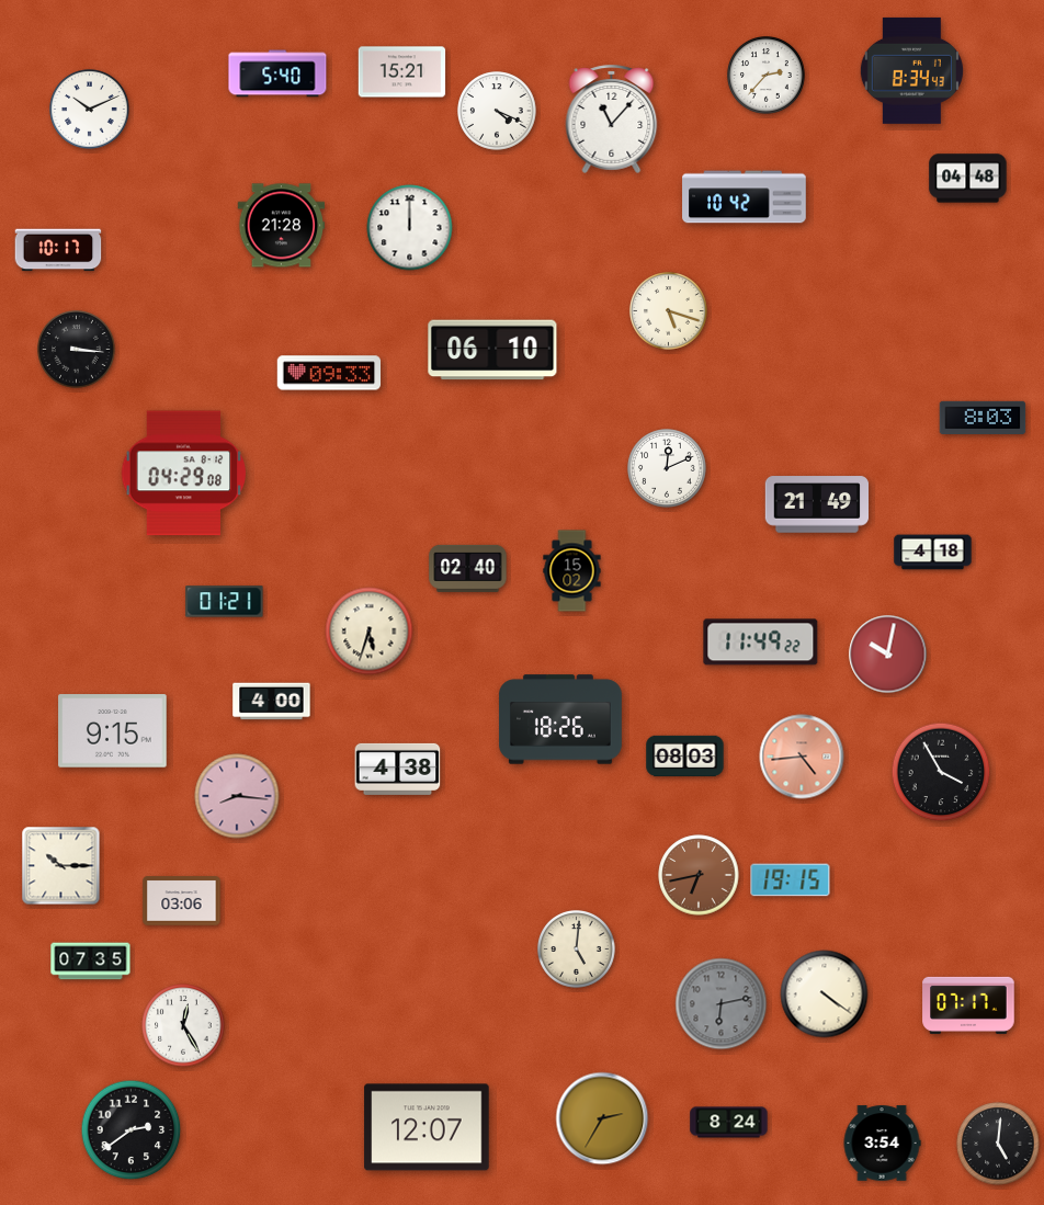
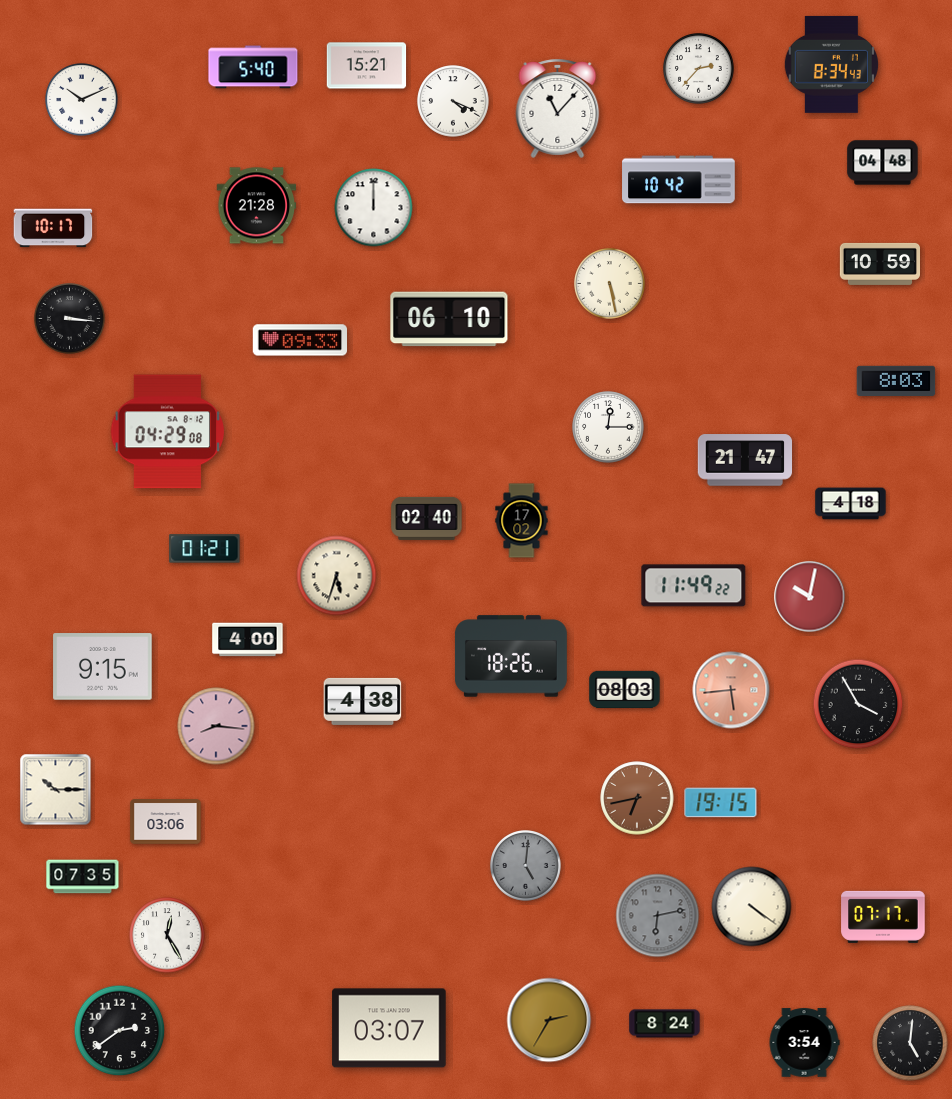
clock at (879, 264): none -> 10:59
clock at (669, 311): 5:18 -> 5:28
clock at (667, 468): 12:11 -> 12:15
clock at (817, 504): 21:49 -> 21:47
clock at (572, 571): 15:02 -> 17:02
clock at (802, 757): 4:44 -> 5:44
clock at (577, 950) dial: cream -> grey
clock at (427, 1127): 12:07 -> 03:07
